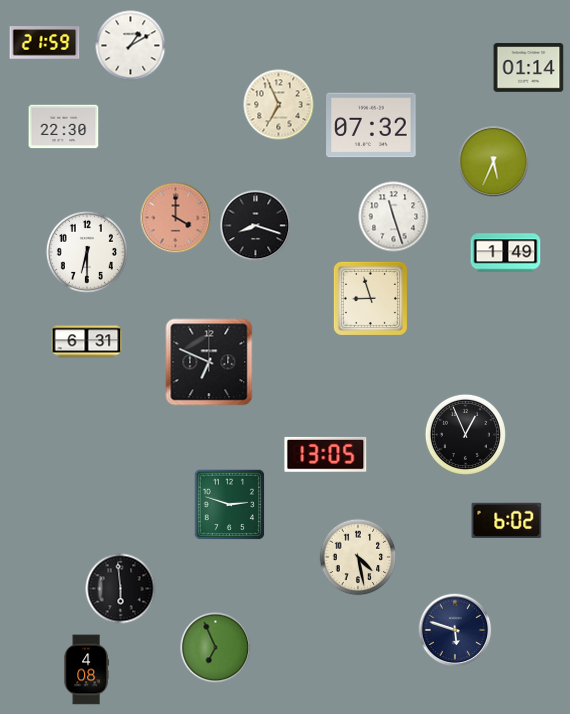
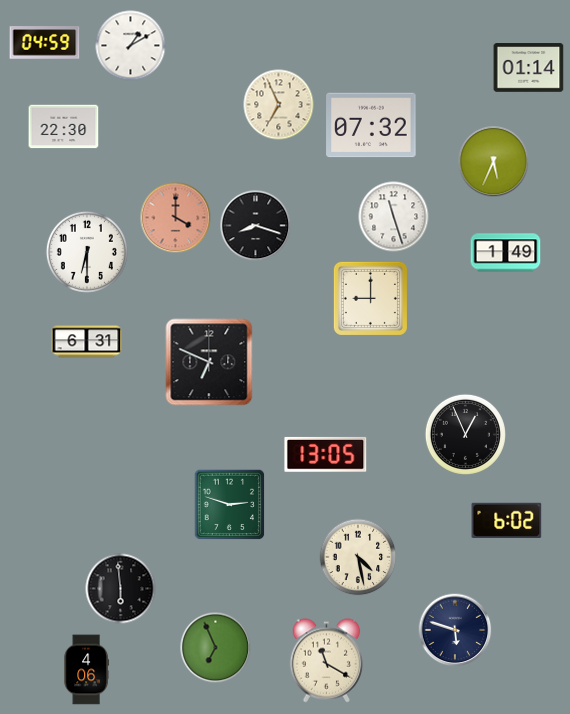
clock at (45, 43): 21:59 -> 04:59
clock at (370, 298): 8:57 -> 9:00
clock at (327, 661): none -> 11:20
clock at (86, 670): 4:08 -> 4:06
